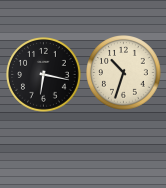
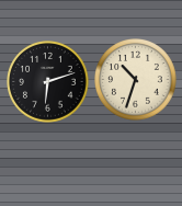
clock at (44, 75): 6:17 -> 6:12
